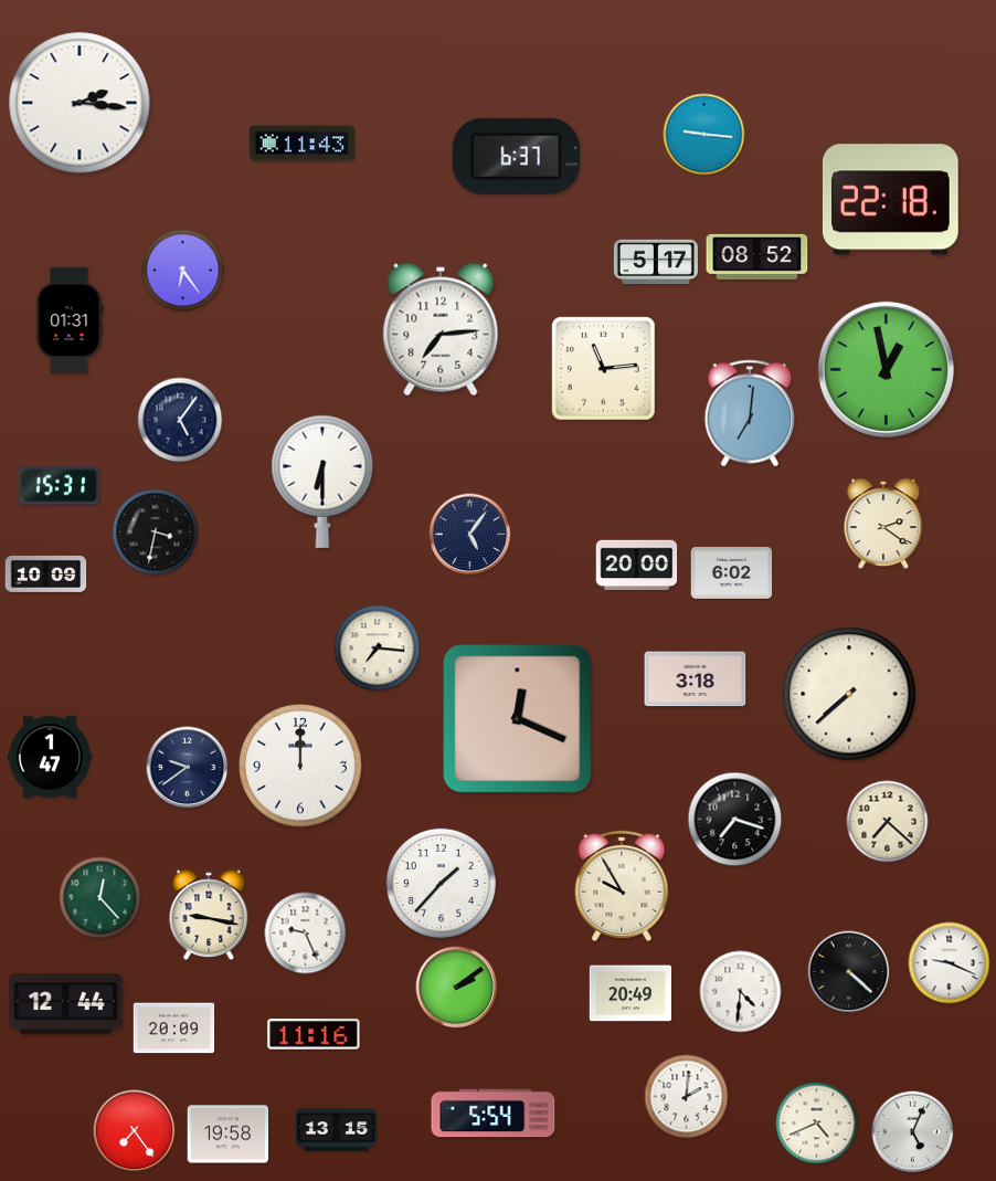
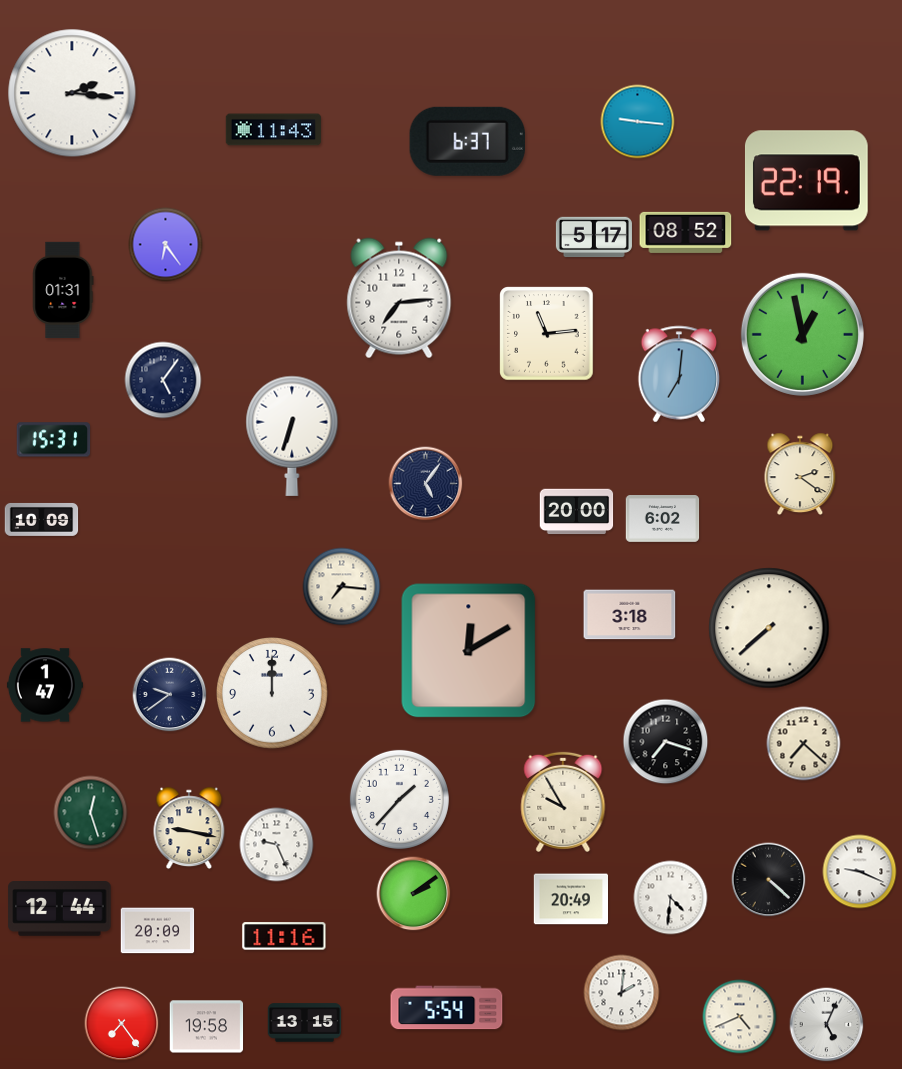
clock at (890, 200): 22:18 -> 22:19
clock at (322, 482): 6:30 -> 6:33
clock at (156, 532): 3:32 -> none
clock at (518, 719): 12:19 -> 12:10
clock at (100, 898): 12:23 -> 12:27
